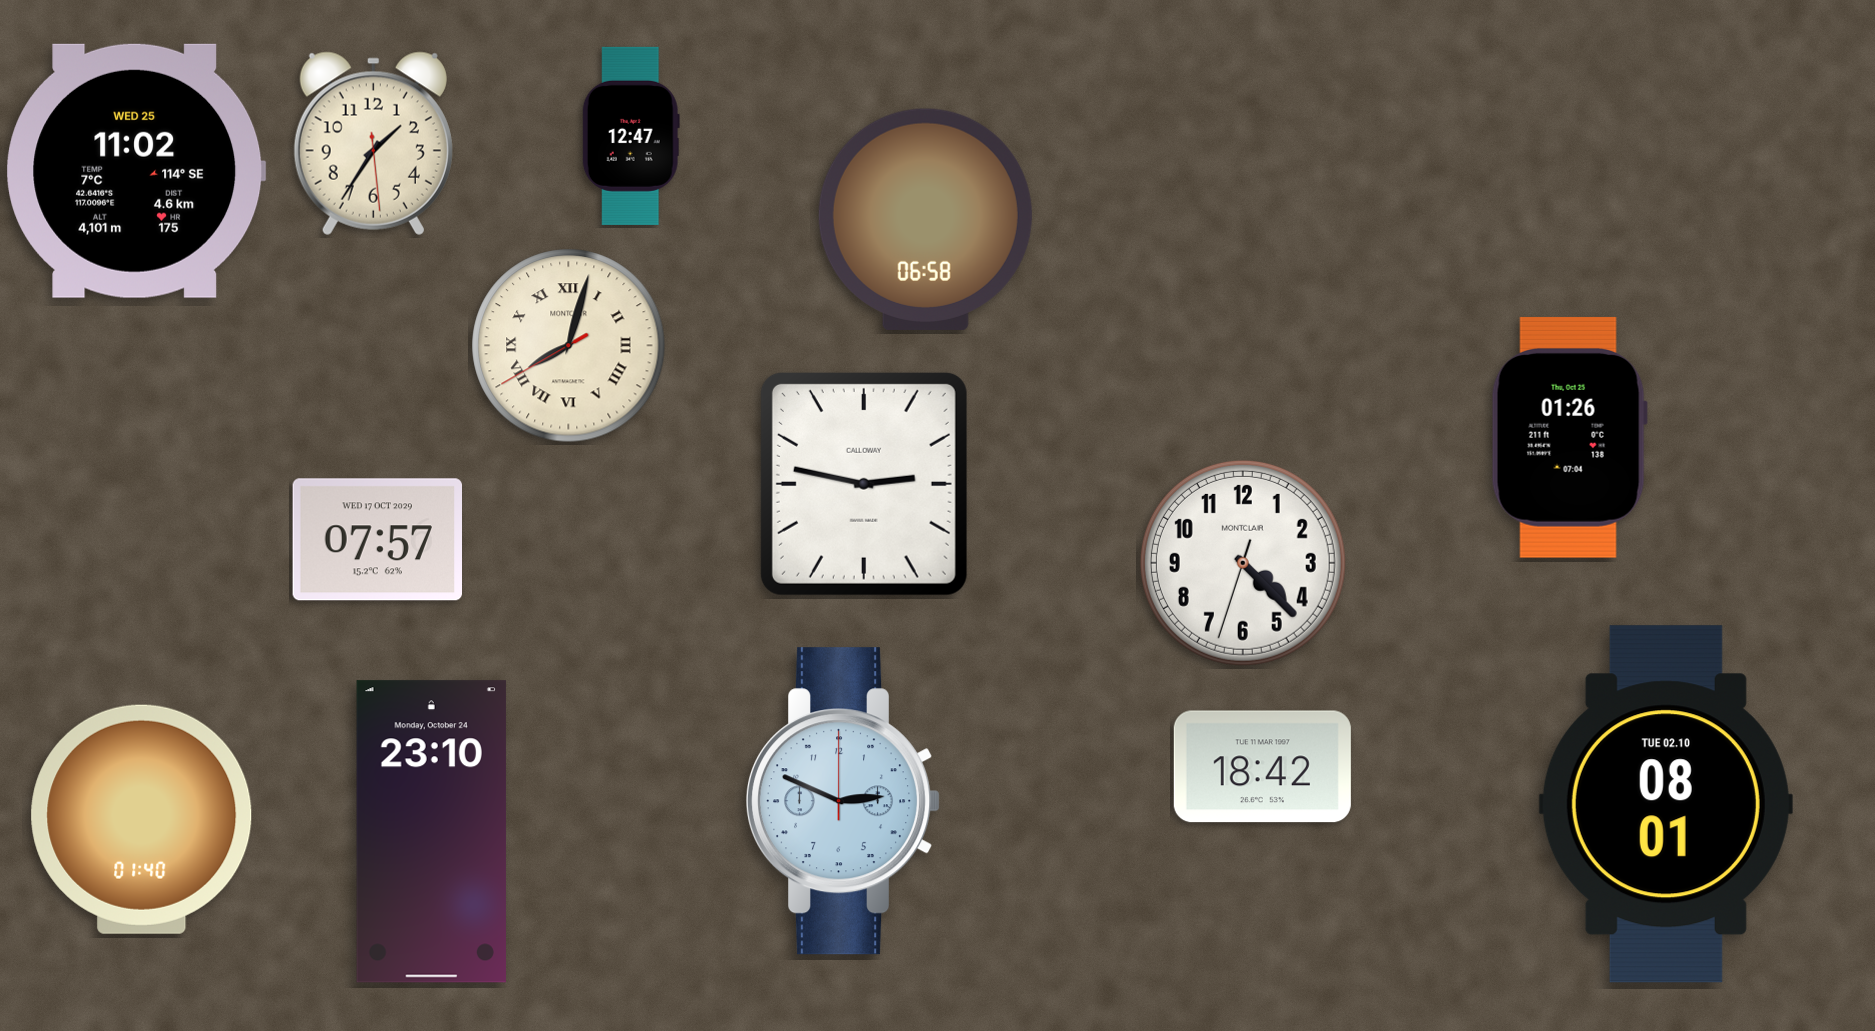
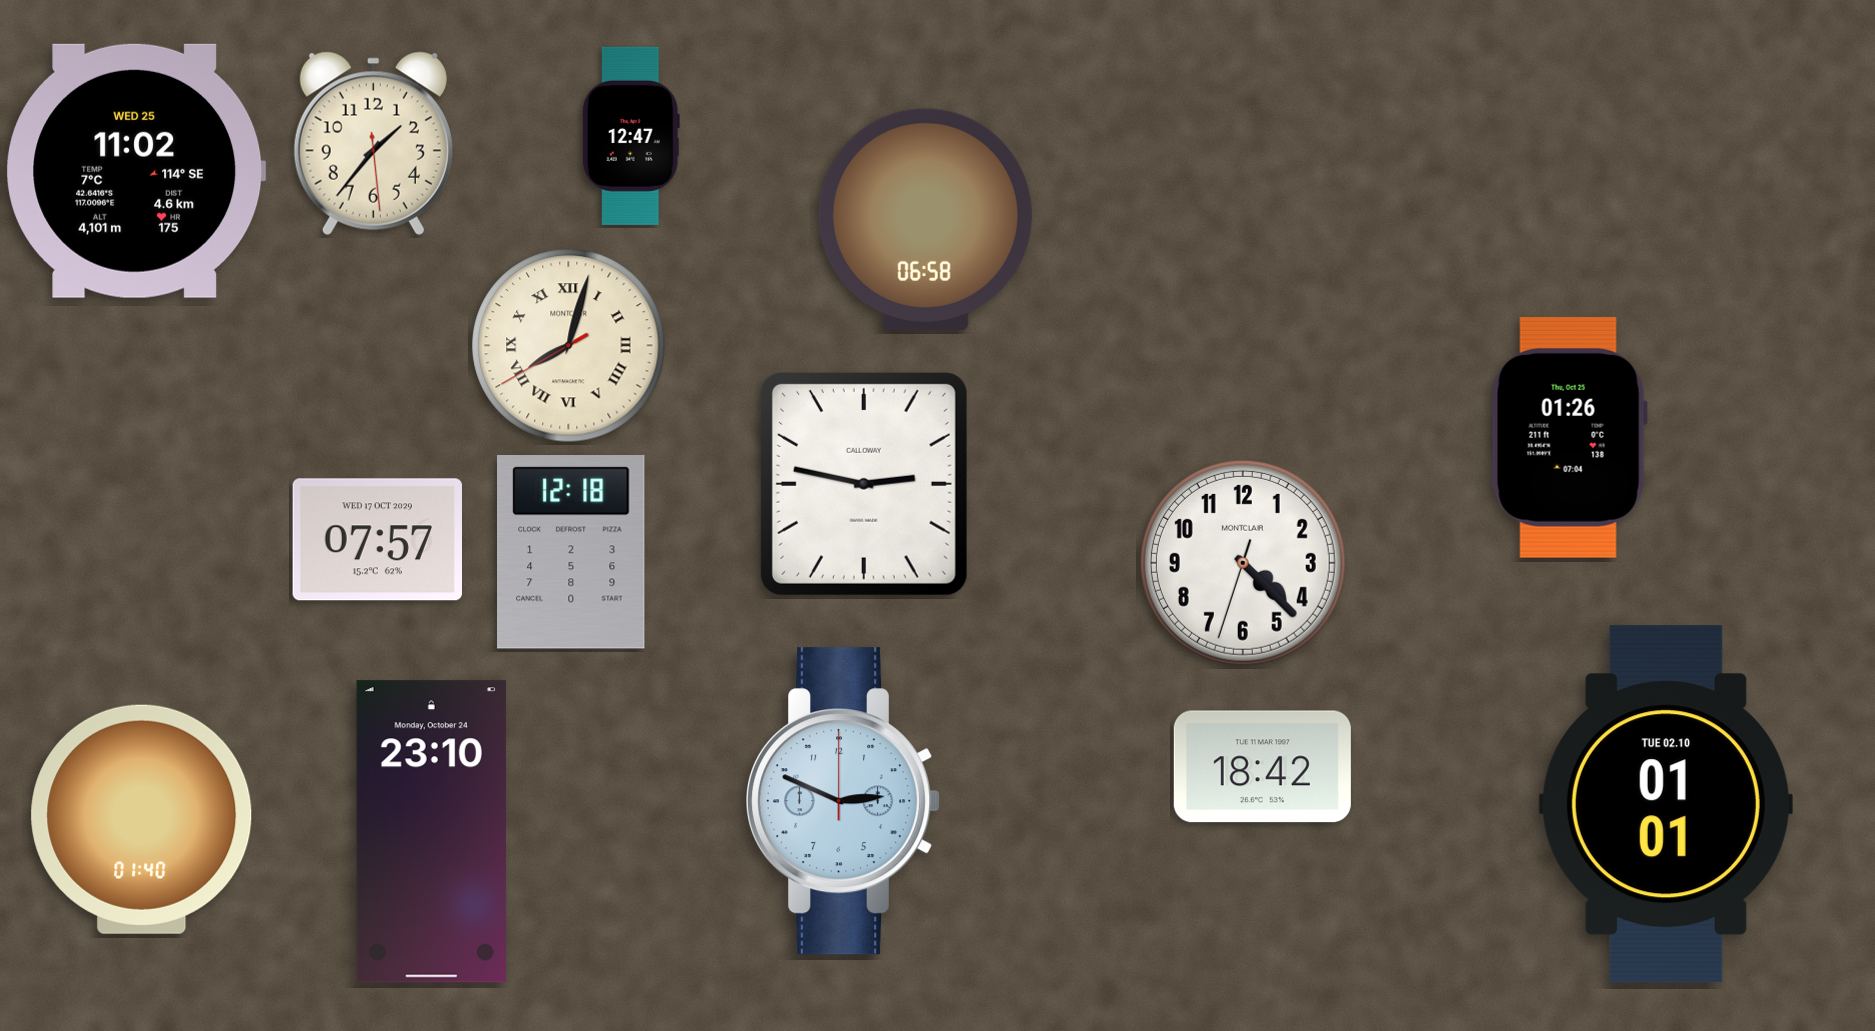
clock at (373, 143): 1:35 -> 1:36
clock at (572, 553): none -> 12:18
clock at (1666, 804): 08:01 -> 01:01
